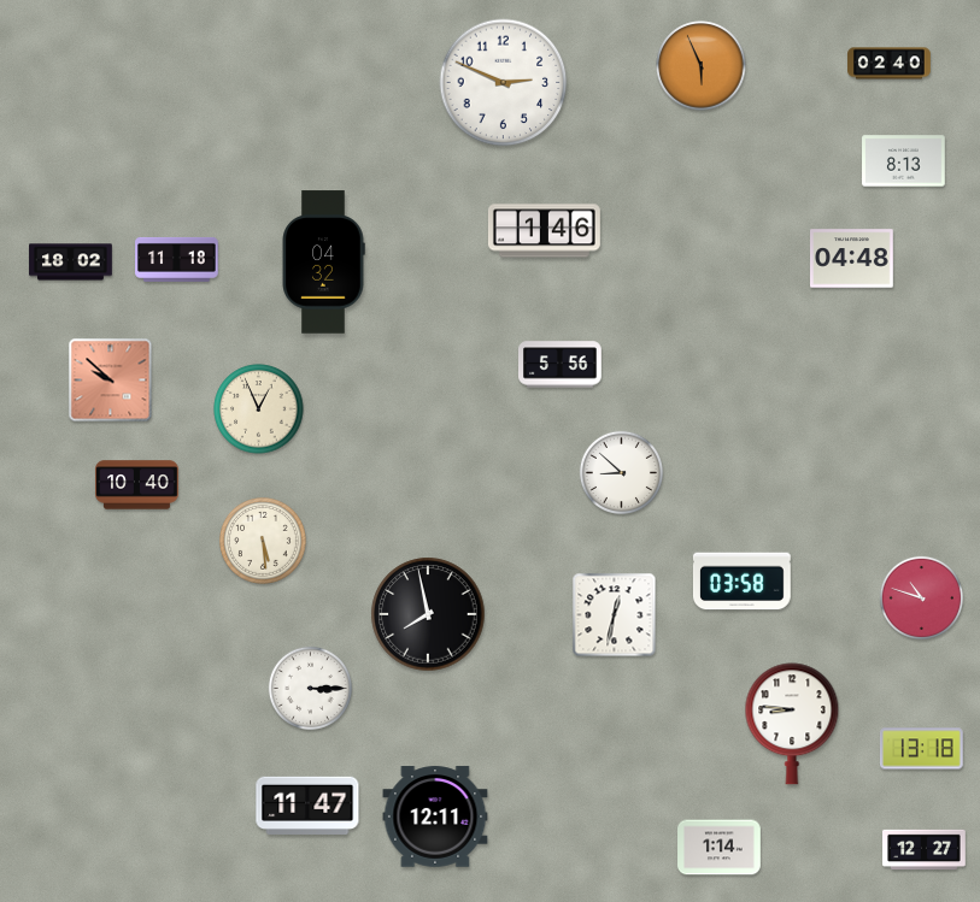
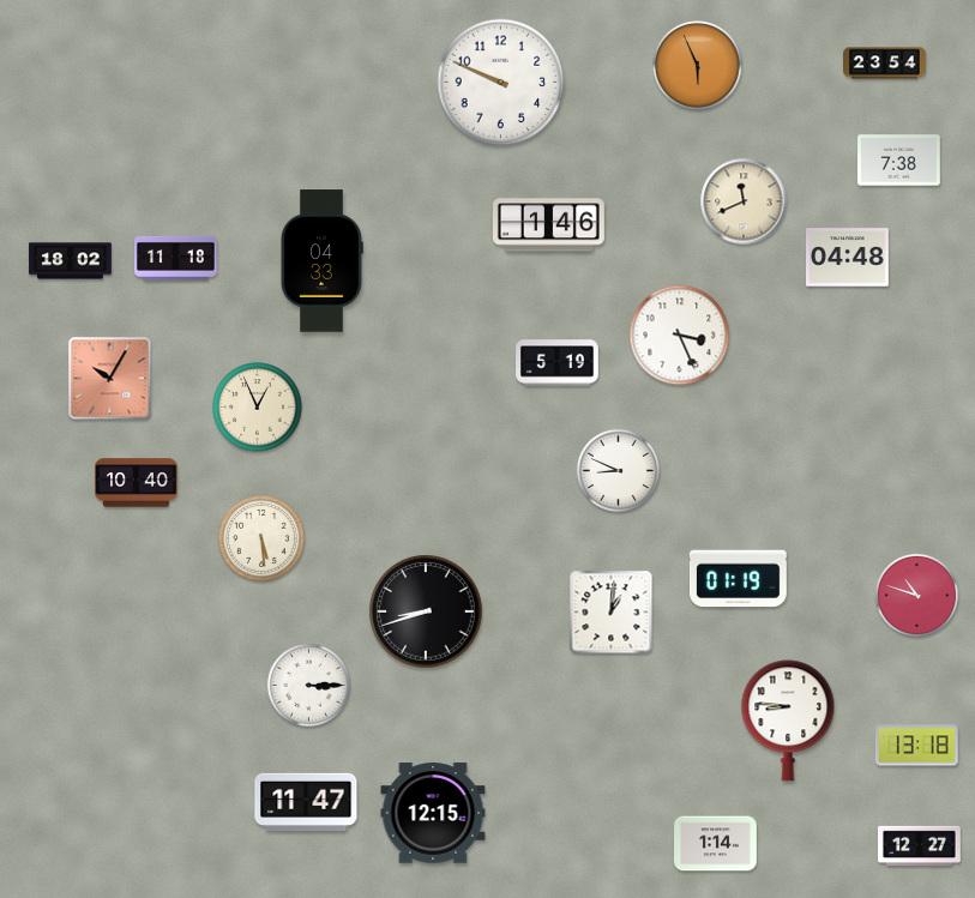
clock at (890, 64): 02:40 -> 23:54
clock at (504, 83): 2:49 -> 9:49
clock at (904, 161): 8:13 -> 7:38
clock at (744, 201): none -> 11:41
clock at (544, 231) position: (544, 231) -> (548, 225)
clock at (323, 263): 04:32 -> 04:33
clock at (680, 336): none -> 3:26
clock at (561, 365): 5:56 -> 5:19
clock at (111, 381): 9:52 -> 10:05
clock at (621, 472): 8:52 -> 8:49
clock at (741, 582): 03:58 -> 01:19
clock at (428, 614): 7:58 -> 8:42
clock at (615, 615): 12:32 -> 1:01
clock at (435, 816): 12:11 -> 12:15
